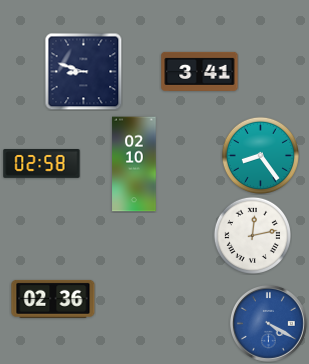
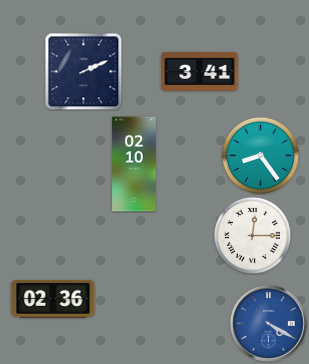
clock at (83, 71): 8:48 -> 2:11
clock at (42, 164): 02:58 -> none
clock at (252, 235): 12:13 -> 12:15
